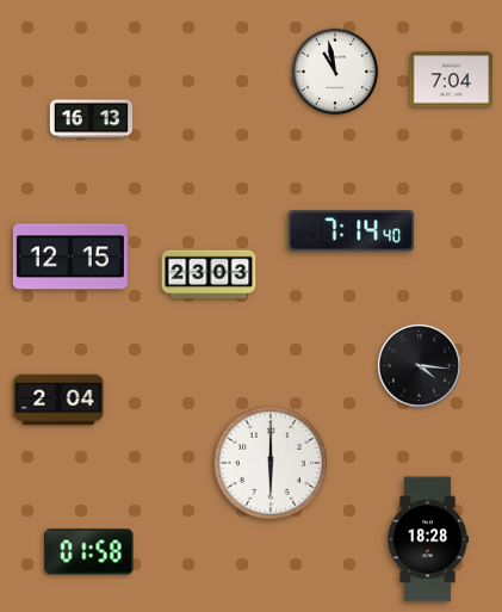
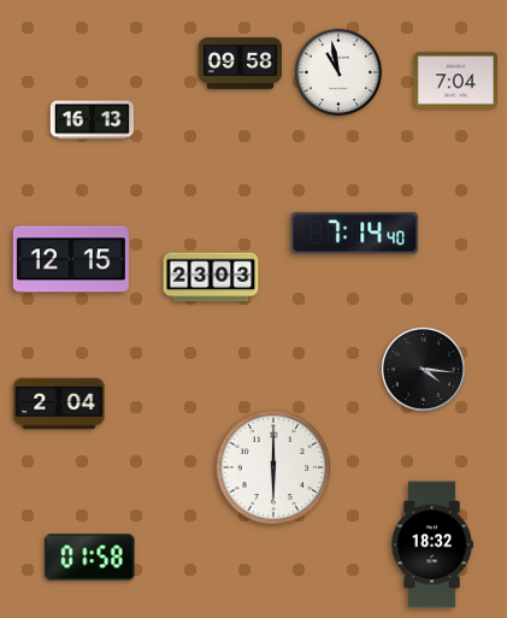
clock at (241, 64): none -> 09:58
clock at (428, 539): 18:28 -> 18:32
